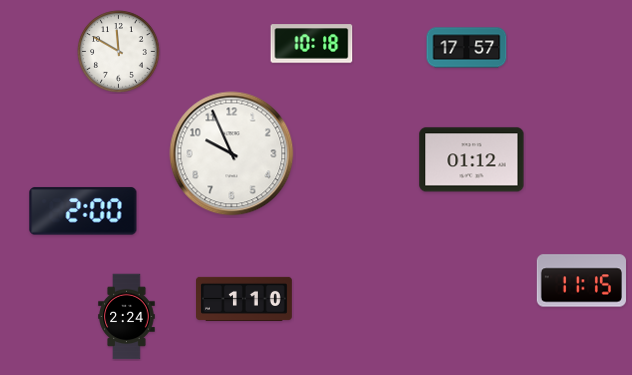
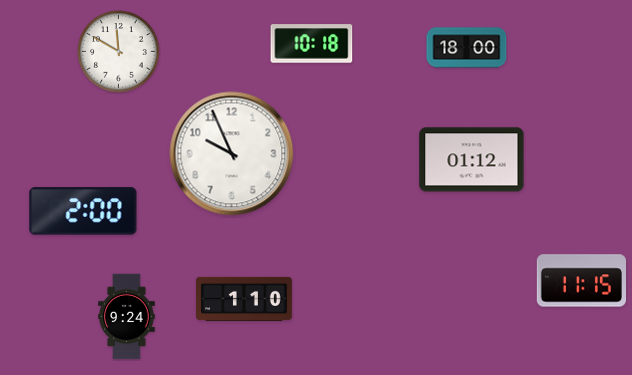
clock at (467, 48): 17:57 -> 18:00
clock at (127, 317): 2:24 -> 9:24
